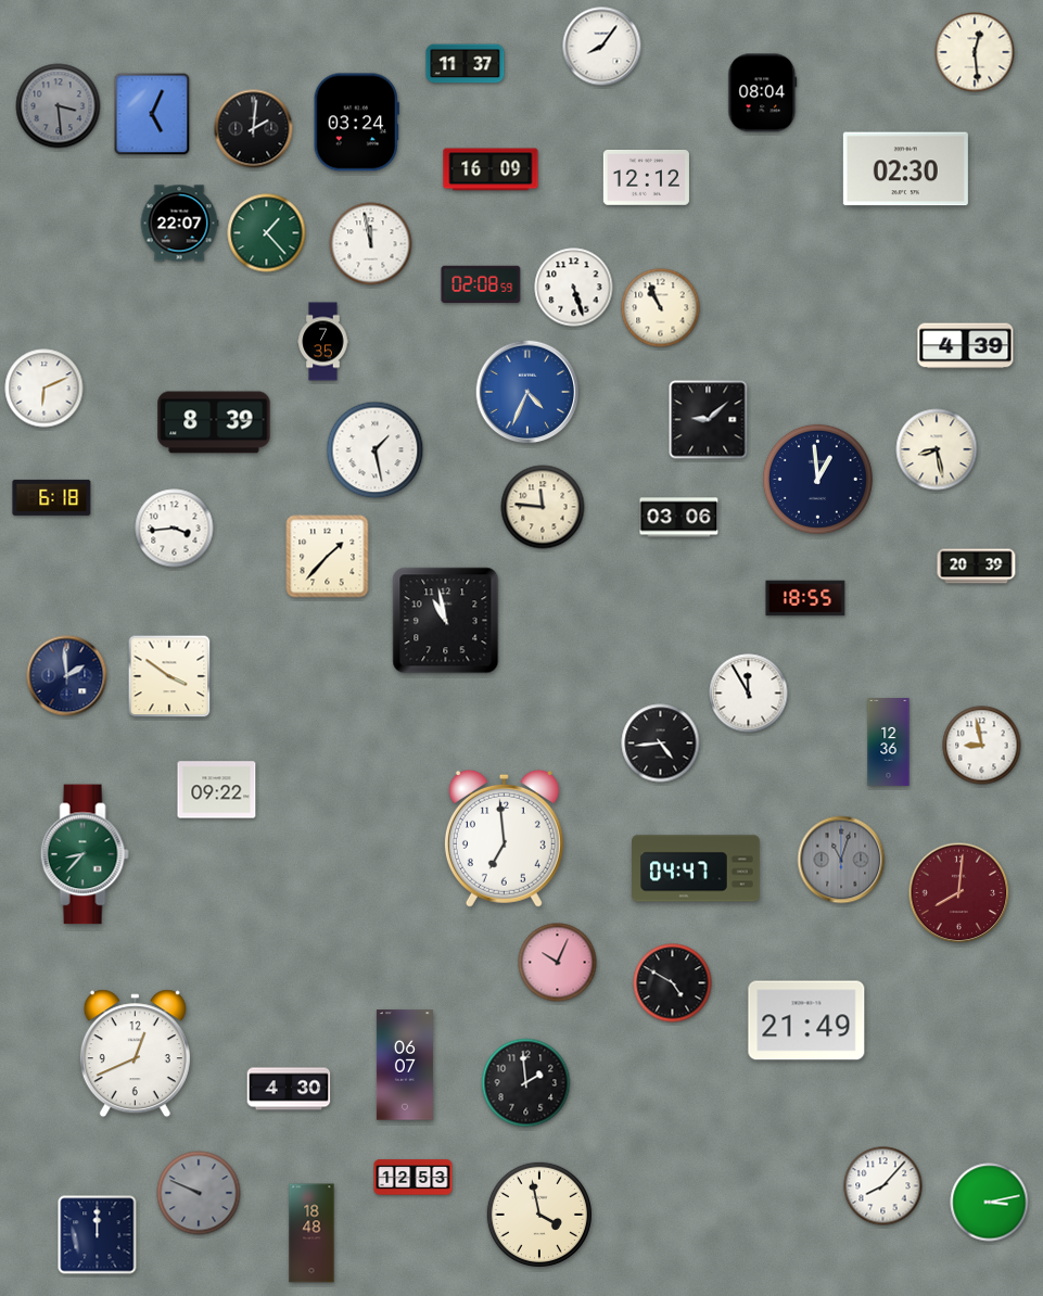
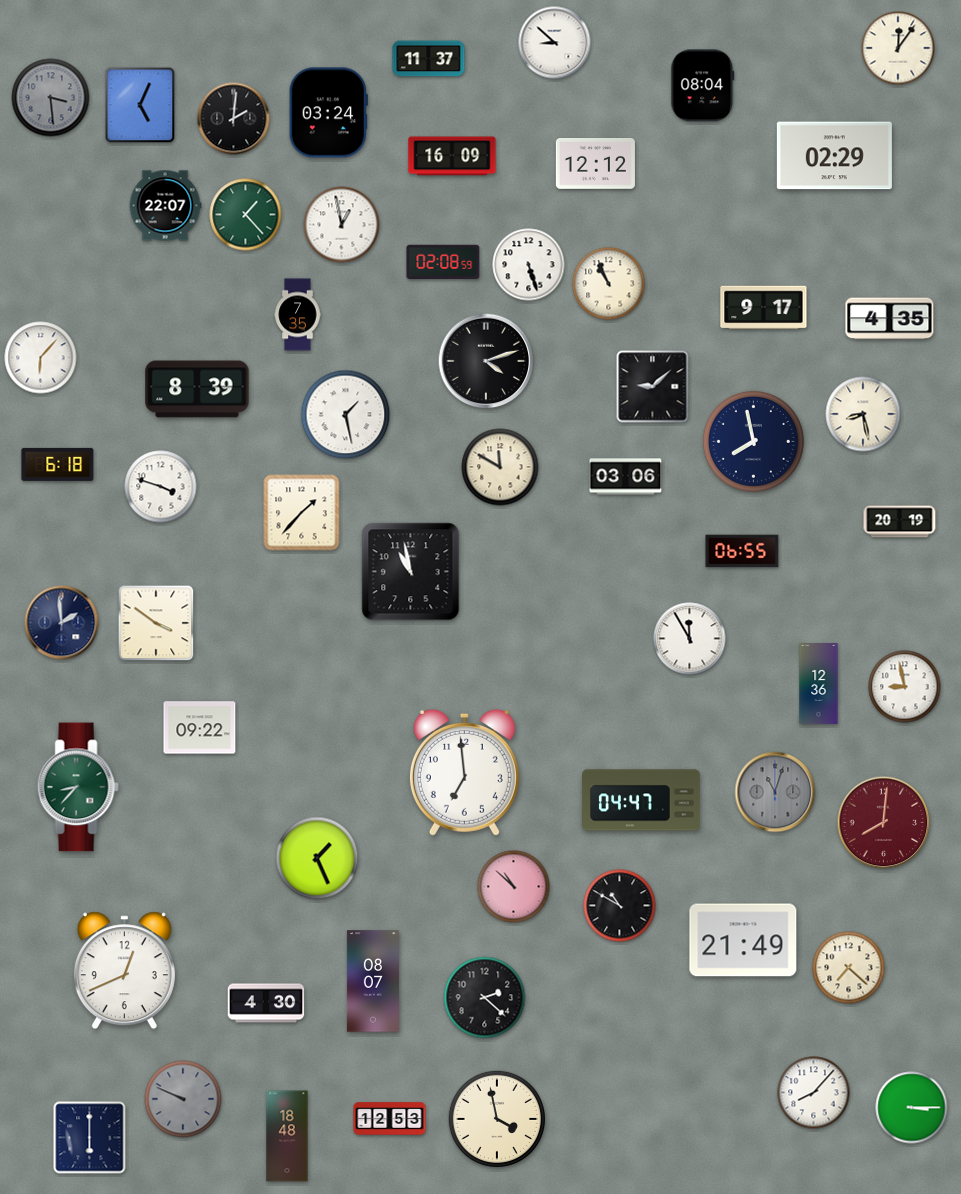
clock at (602, 47): 8:06 -> 8:52
clock at (975, 52): 12:29 -> 12:06
clock at (59, 106) position: (59, 106) -> (51, 98)
clock at (905, 169): 02:30 -> 02:29
clock at (371, 244): 11:58 -> 12:58
clock at (764, 308): none -> 9:17
clock at (966, 346): 4:39 -> 4:35
clock at (44, 389): 6:11 -> 6:07
clock at (527, 392): 4:34 -> 4:12
clock at (527, 392) dial: blue -> black
clock at (817, 479): 12:59 -> 7:58
clock at (52, 497) position: (52, 497) -> (58, 464)
clock at (543, 507): 11:46 -> 11:50
clock at (175, 529): 3:44 -> 3:48
clock at (977, 567): 20:39 -> 20:19
clock at (805, 598): 18:55 -> 06:55
clock at (661, 744): 4:44 -> none
clock at (317, 858): none -> 1:26
clock at (558, 963): 10:04 -> 10:52
clock at (673, 983): 4:50 -> 10:50
clock at (849, 968): none -> 7:22
clock at (405, 1065): 06:07 -> 08:07
clock at (526, 1083): 1:59 -> 2:22
clock at (414, 1178) position: (414, 1178) -> (390, 1119)
clock at (990, 1203): 3:13 -> 3:15
clock at (98, 1235): 12:00 -> 6:00
